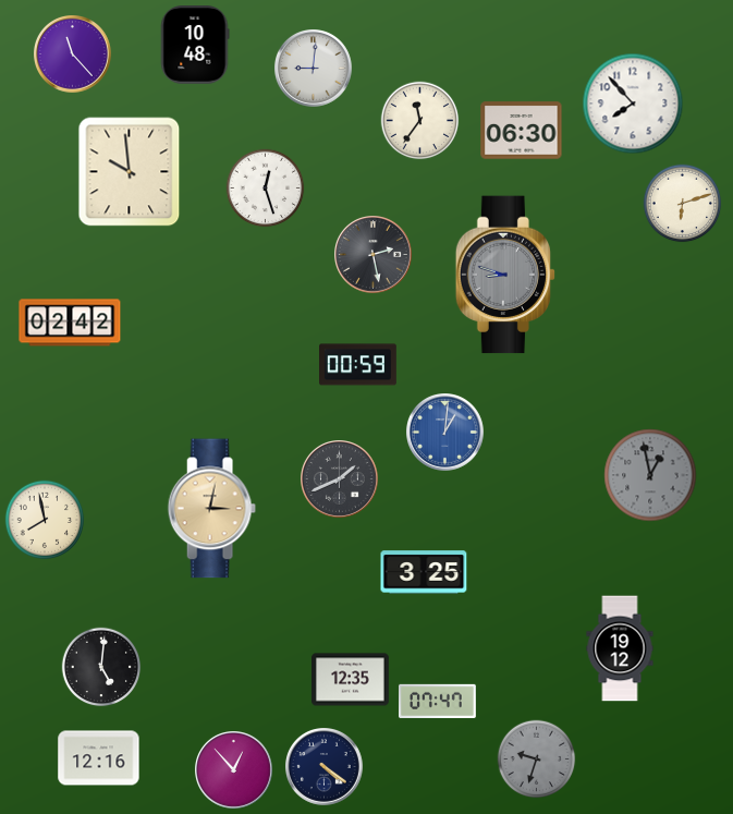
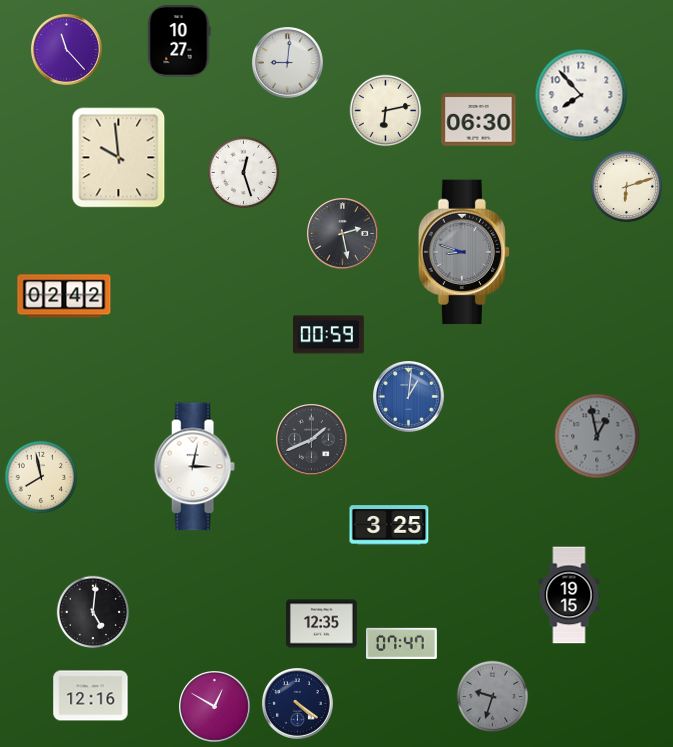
clock at (195, 45): 10:48 -> 10:27
clock at (420, 121): 11:36 -> 6:13
clock at (211, 509) dial: champagne -> white
clock at (620, 648): 19:12 -> 19:15
clock at (234, 770): 12:53 -> 12:50
